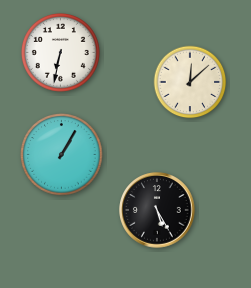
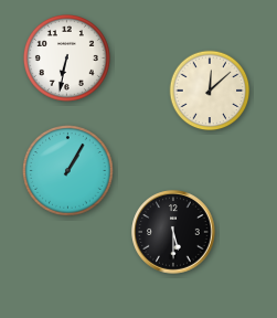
clock at (157, 210): 5:25 -> 5:30
